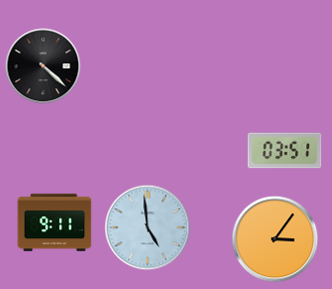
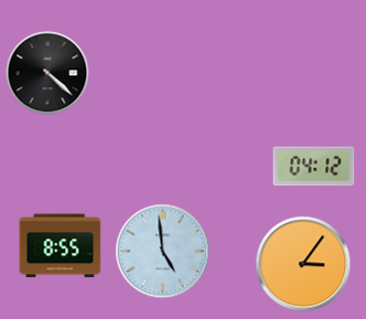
clock at (285, 151): 03:51 -> 04:12
clock at (55, 223): 9:11 -> 8:55
